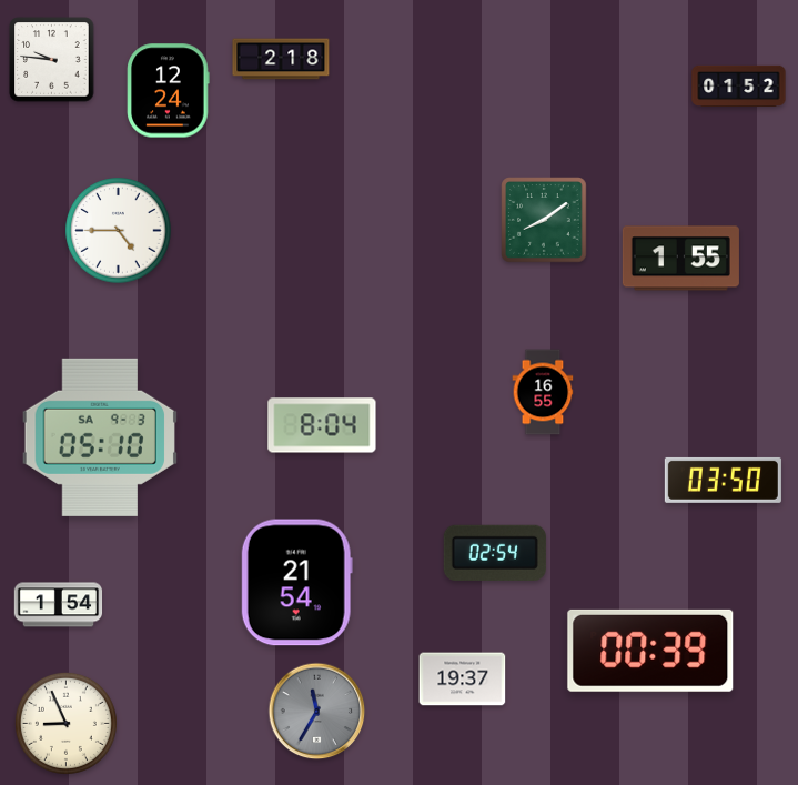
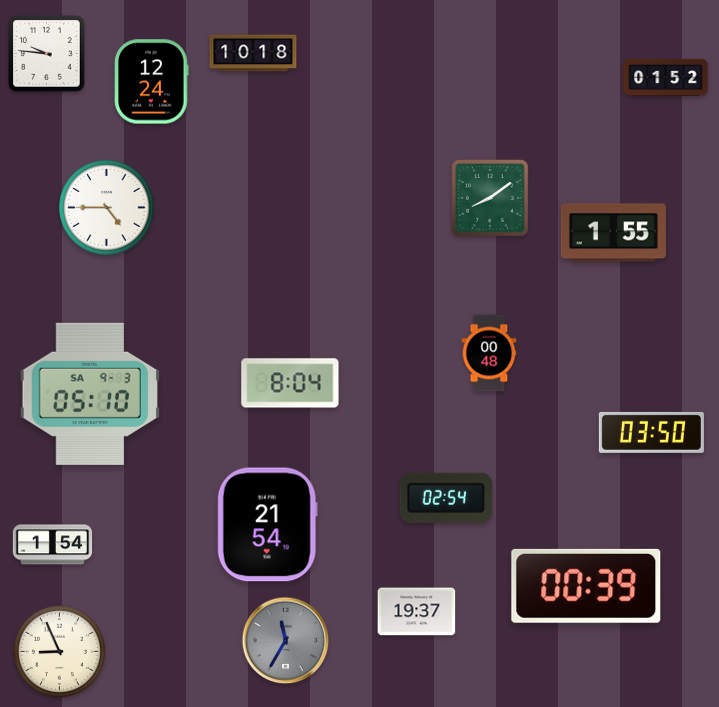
clock at (281, 59): 2:18 -> 10:18
clock at (543, 392): 16:55 -> 00:48
